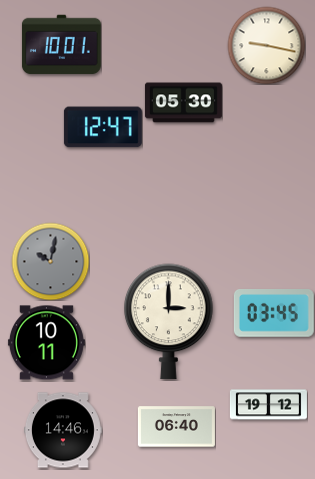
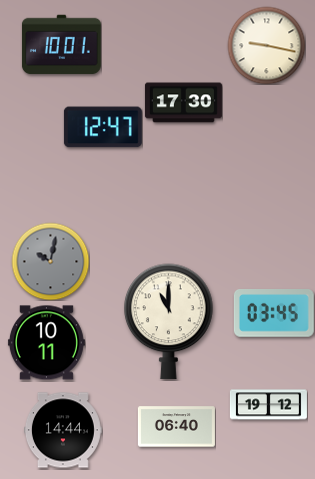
clock at (183, 103): 05:30 -> 17:30
clock at (169, 322): 3:00 -> 11:00
clock at (63, 430): 14:46 -> 14:44
